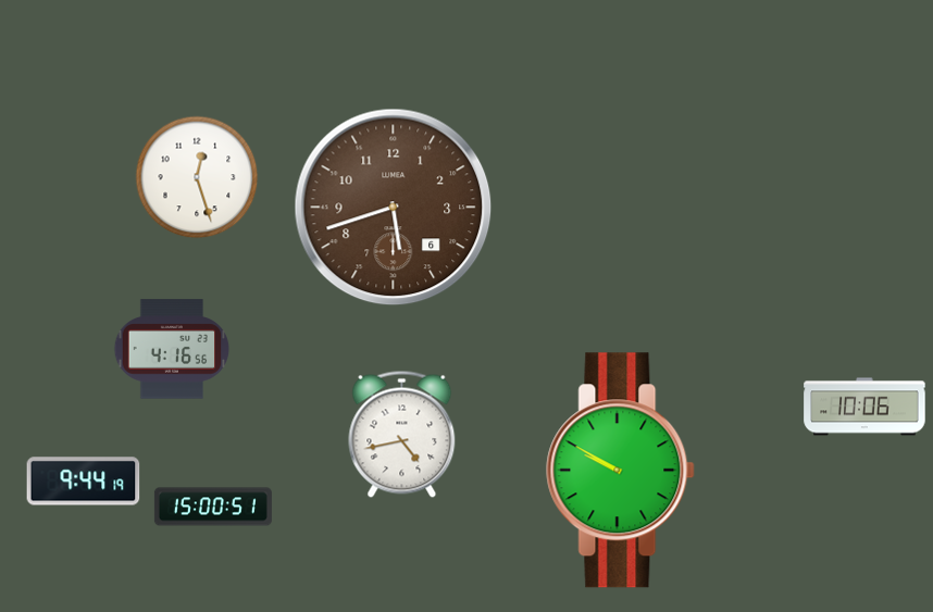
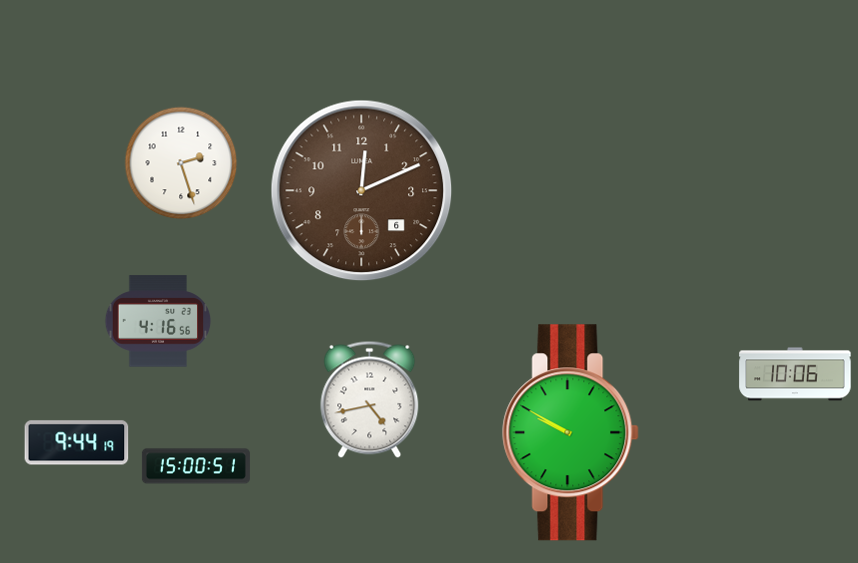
clock at (197, 177): 12:27 -> 2:27
clock at (394, 208): 5:42 -> 12:11
